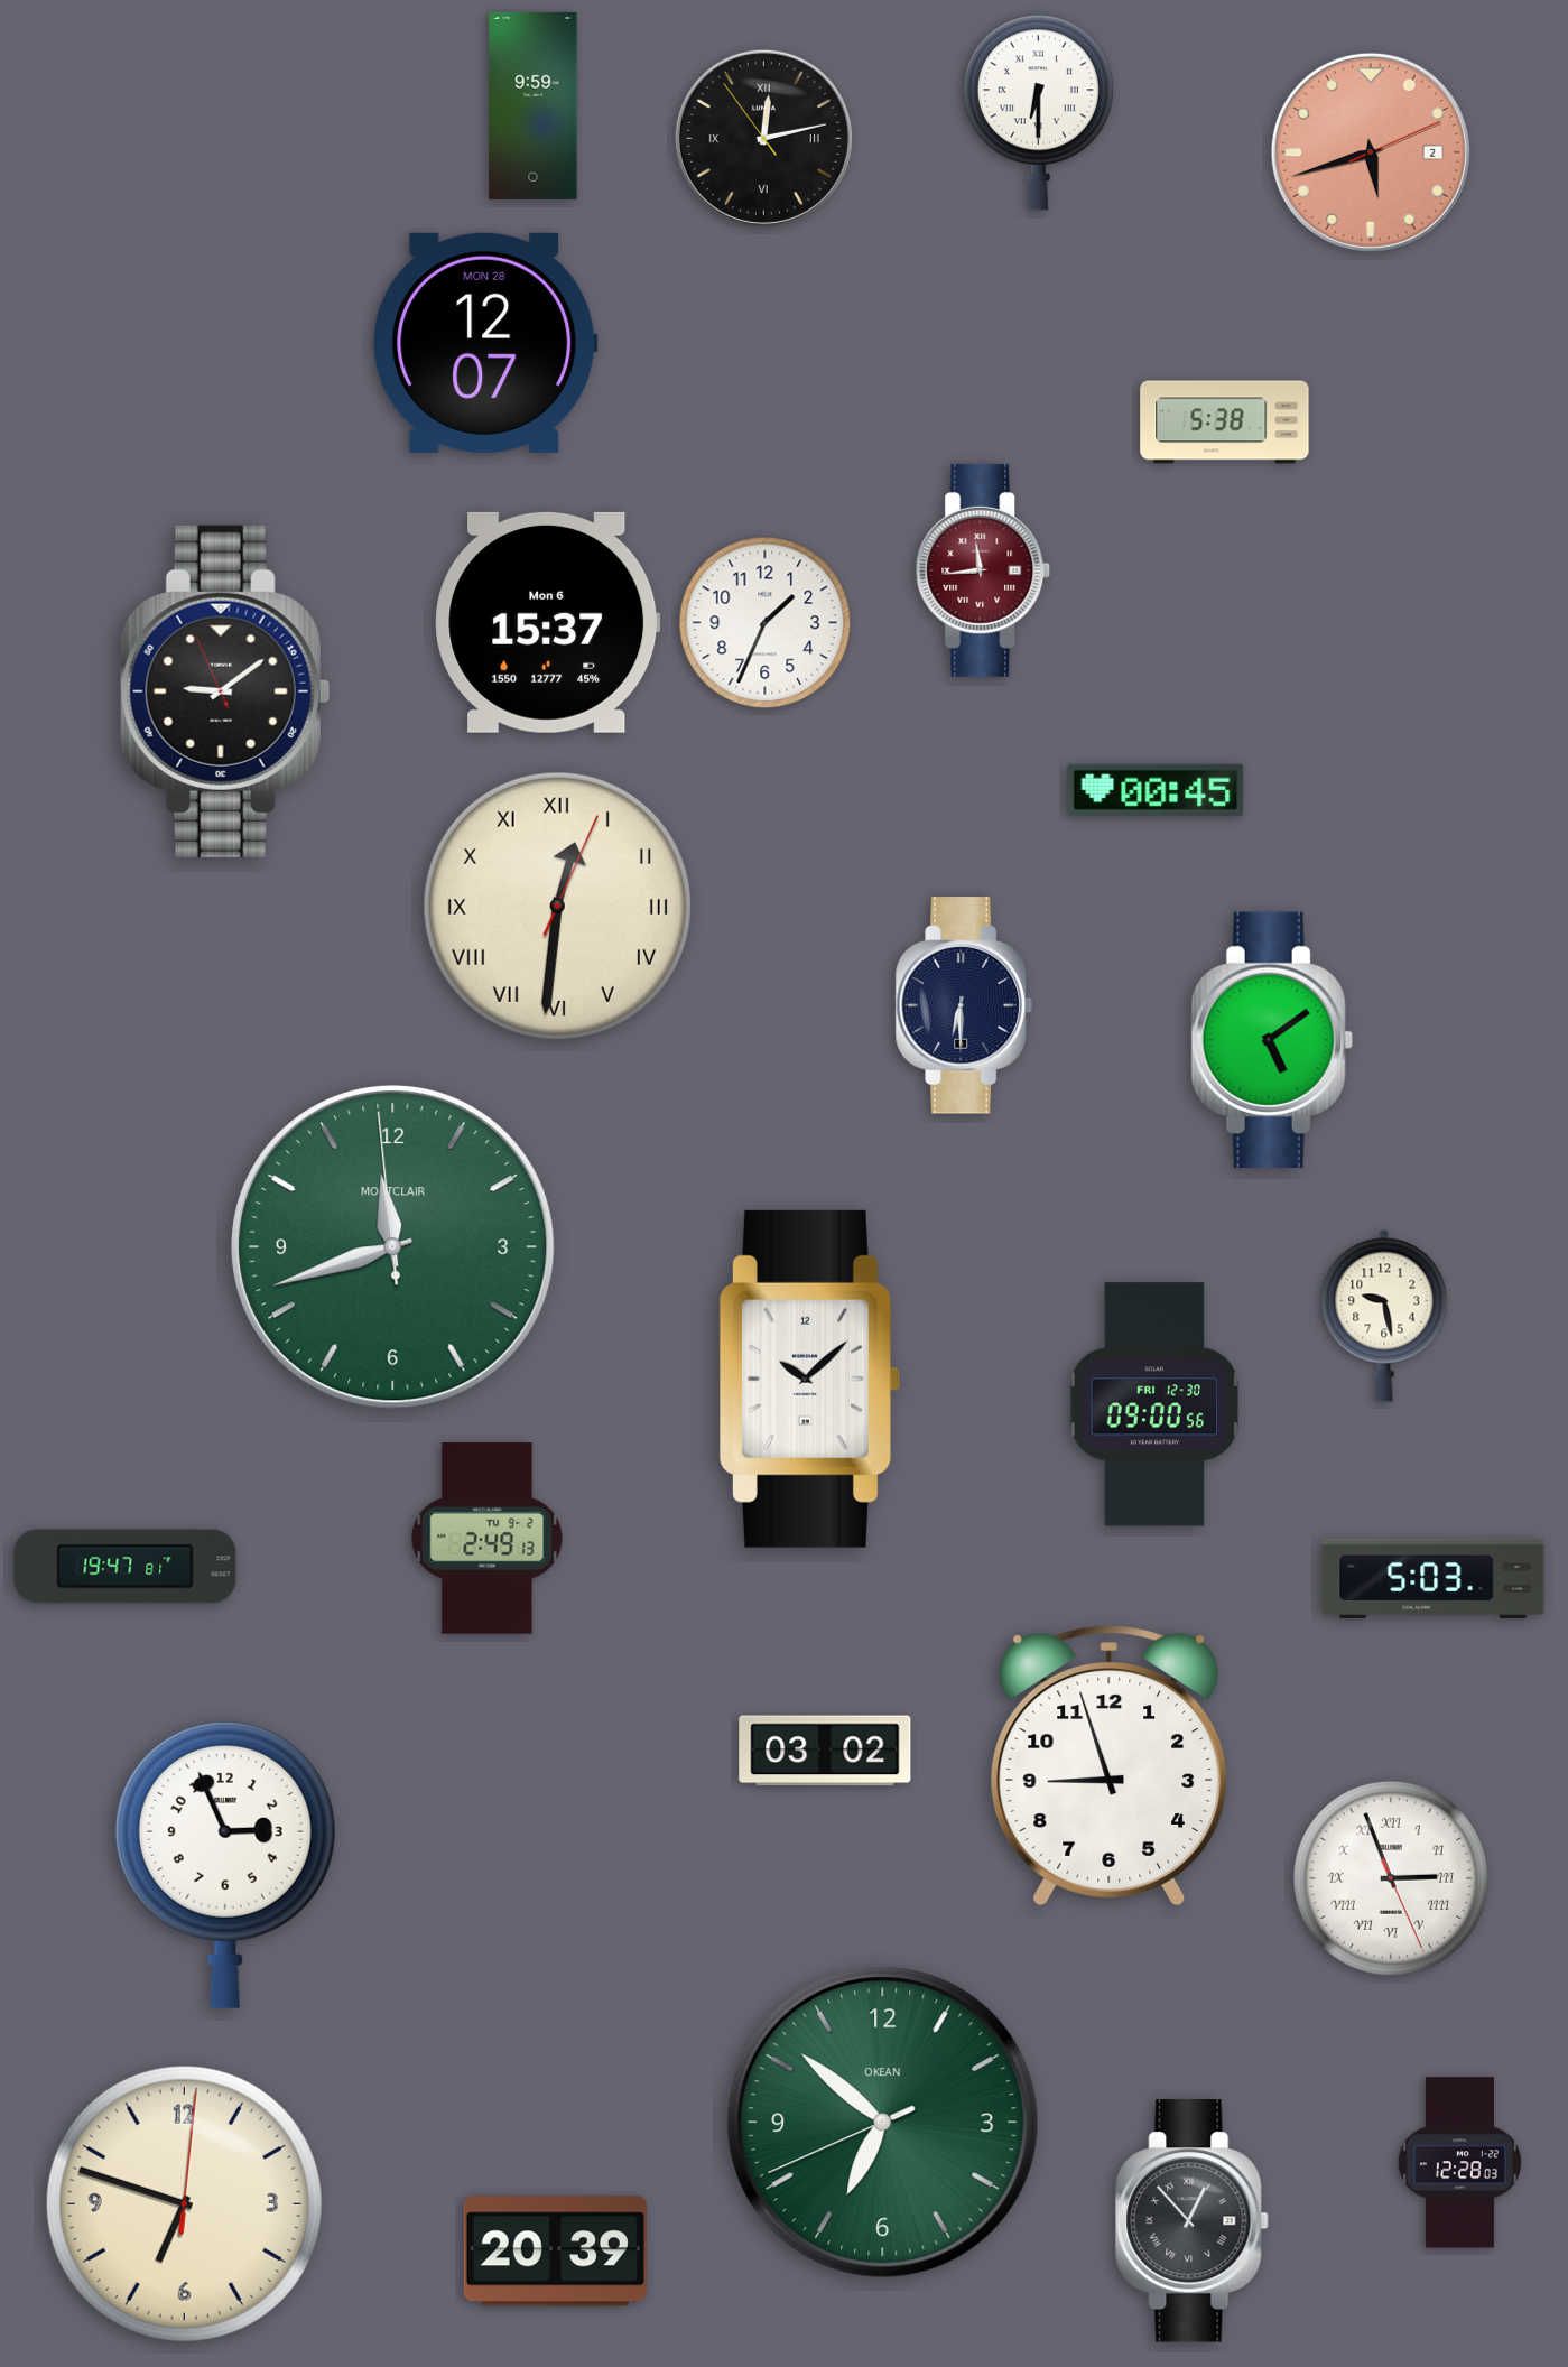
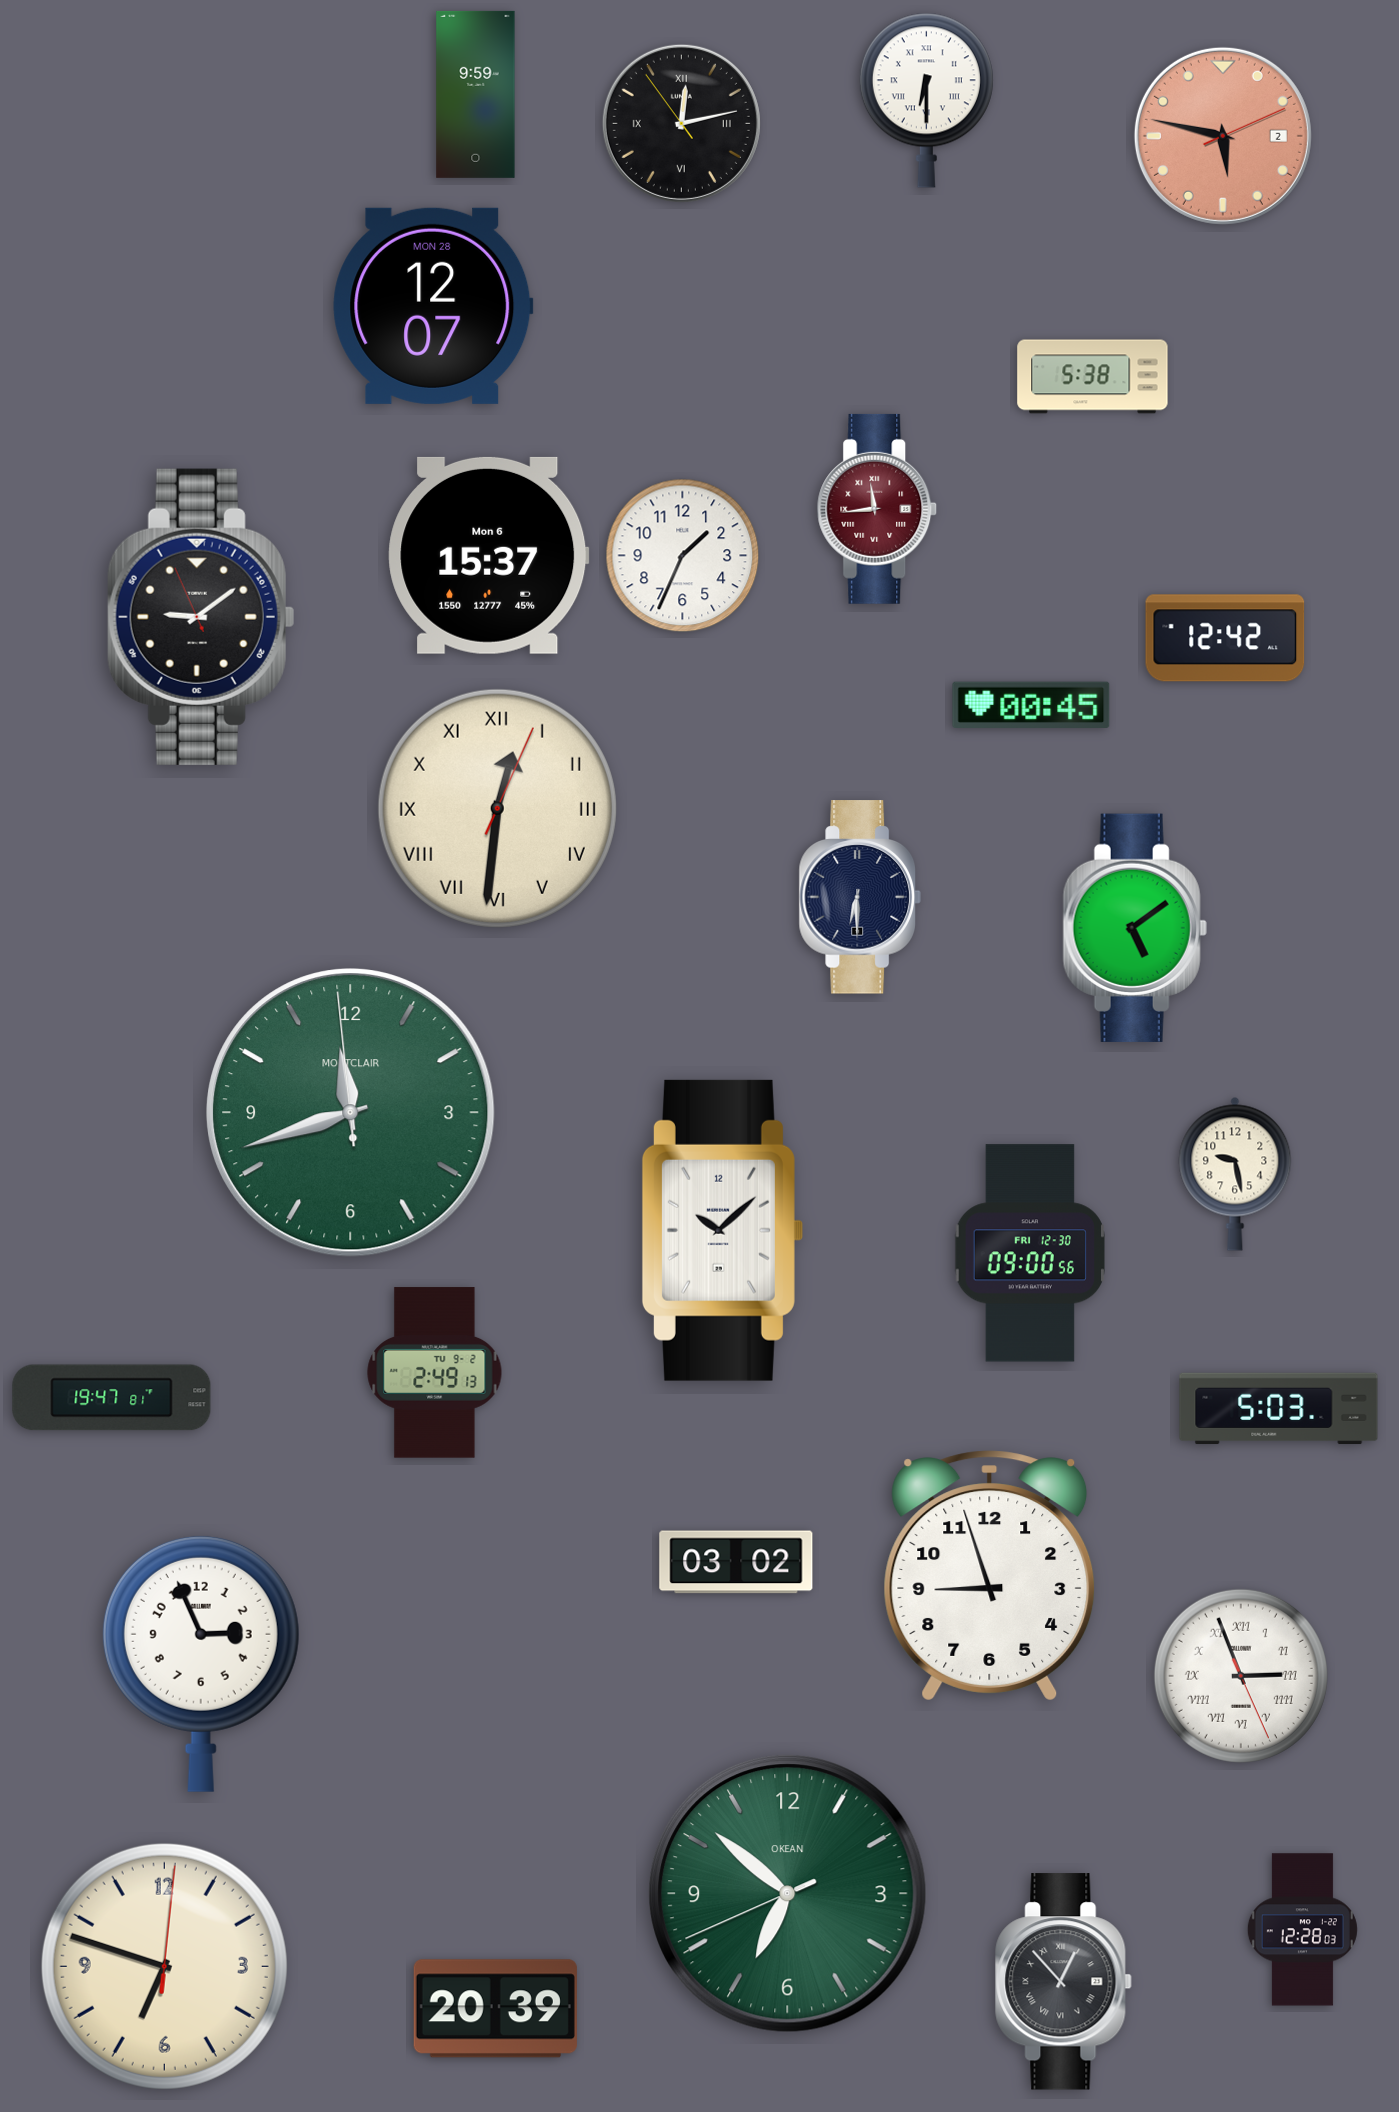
clock at (1371, 152): 5:42 -> 5:47
clock at (1225, 638): none -> 12:42
